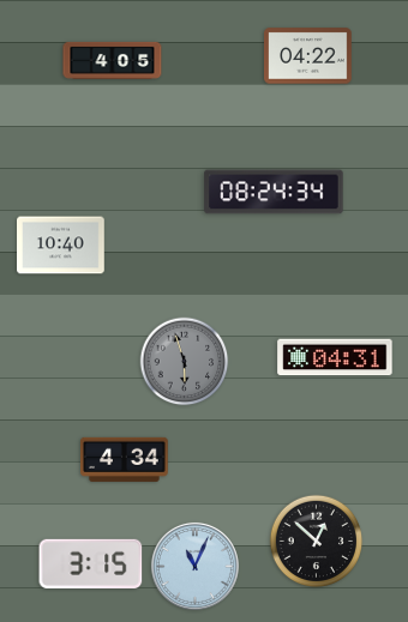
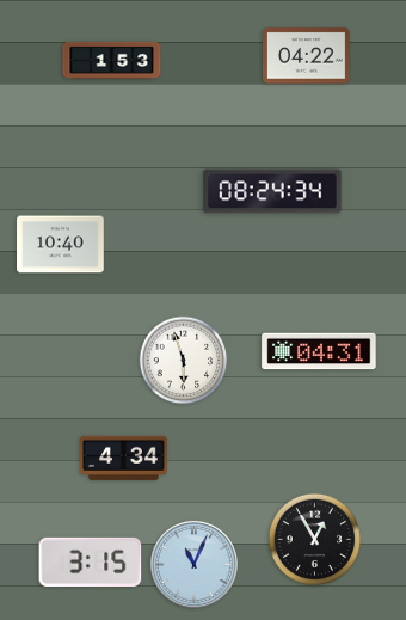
clock at (113, 60): 4:05 -> 1:53
clock at (335, 357) position: (335, 357) -> (319, 351)
clock at (185, 362) dial: grey -> white
clock at (317, 542): 12:52 -> 12:55
